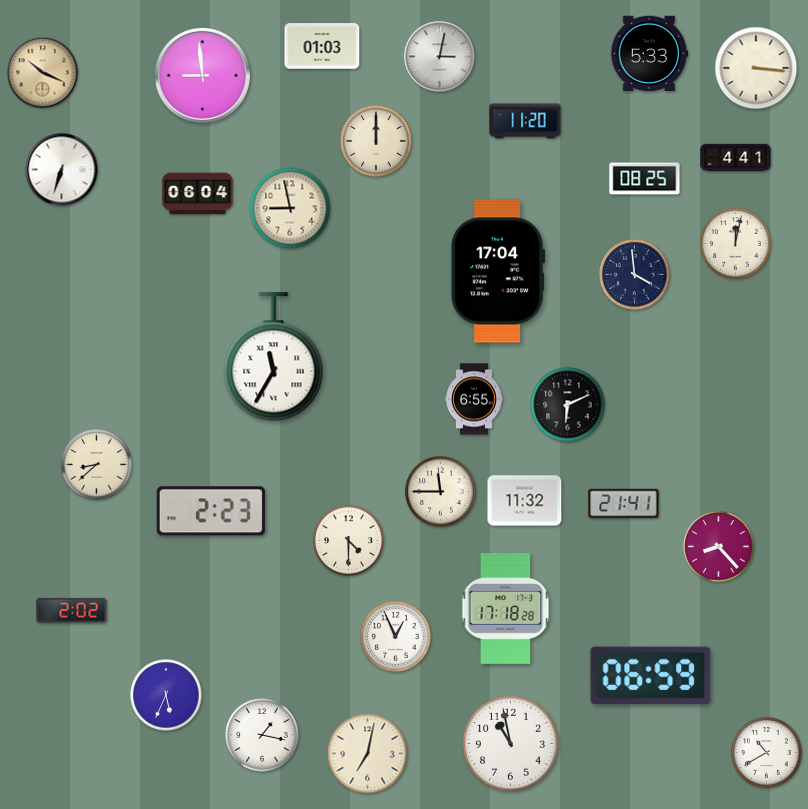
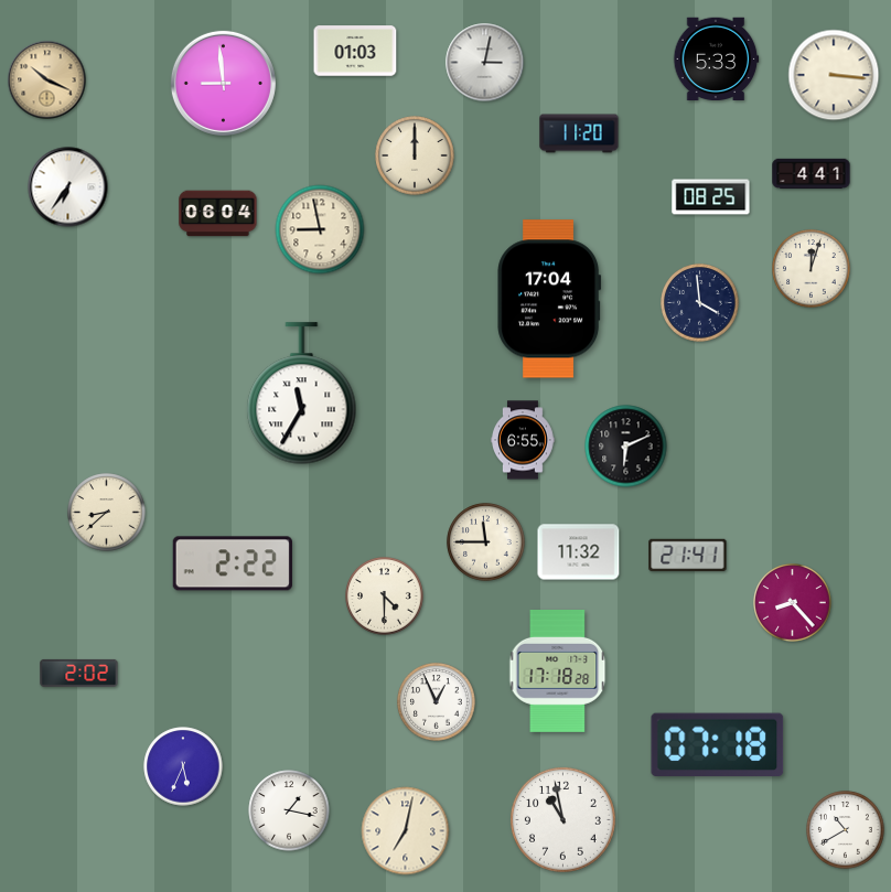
clock at (62, 170): 6:33 -> 6:36
clock at (736, 244): 12:02 -> 12:03
clock at (211, 511): 2:23 -> 2:22
clock at (651, 676): 06:59 -> 07:18
